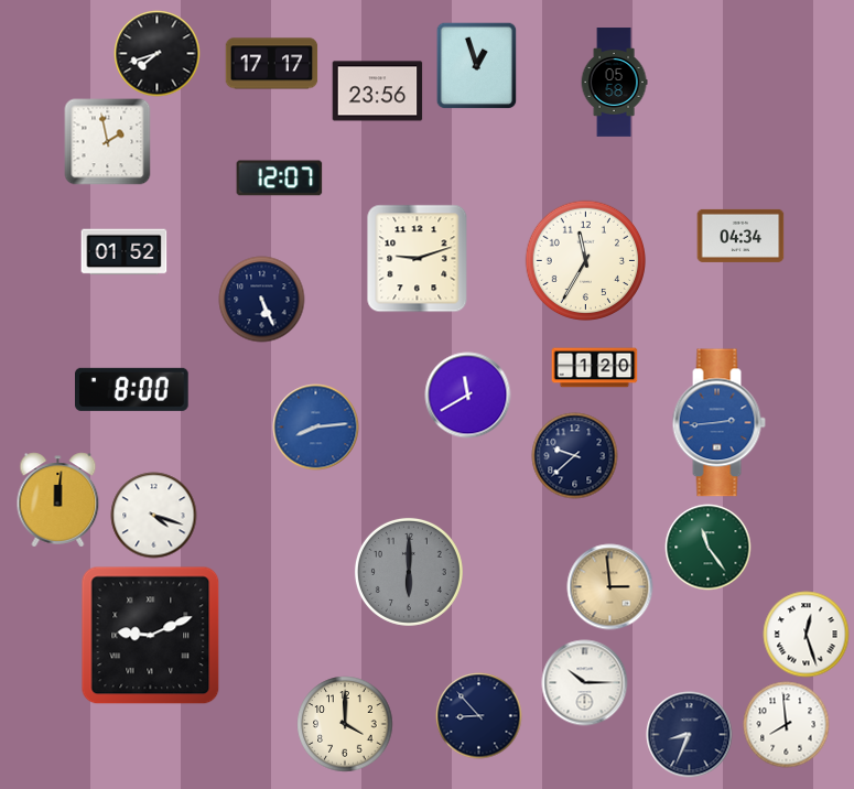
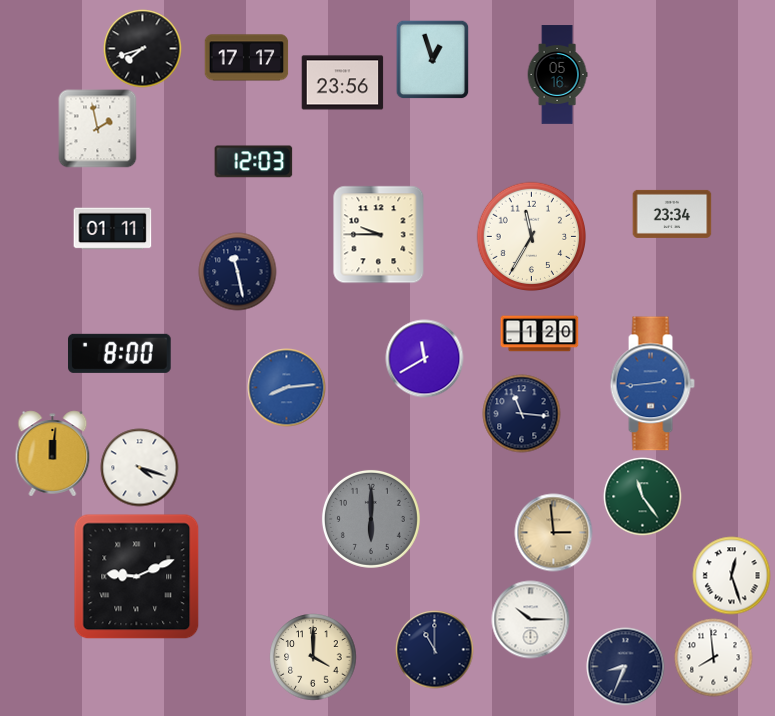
clock at (614, 83): 05:58 -> 05:16
clock at (279, 179): 12:07 -> 12:03
clock at (741, 236): 04:34 -> 23:34
clock at (123, 252): 01:52 -> 01:11
clock at (418, 258): 9:12 -> 9:45
clock at (261, 299): 5:26 -> 11:28
clock at (574, 455): 9:38 -> 11:16
clock at (478, 715): 8:53 -> 11:00
